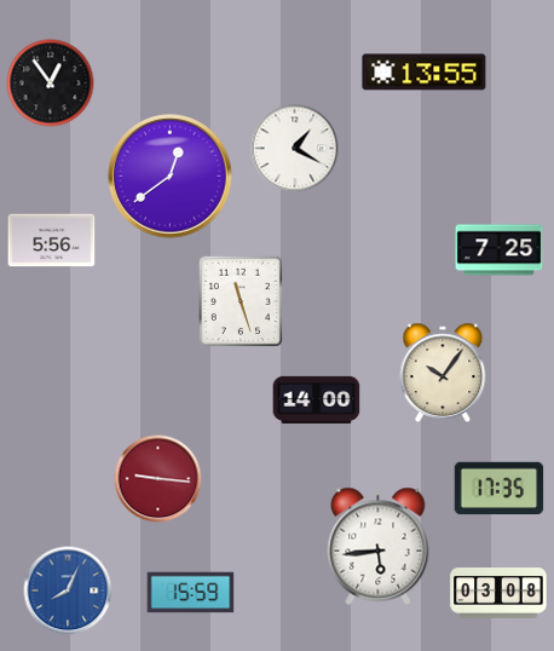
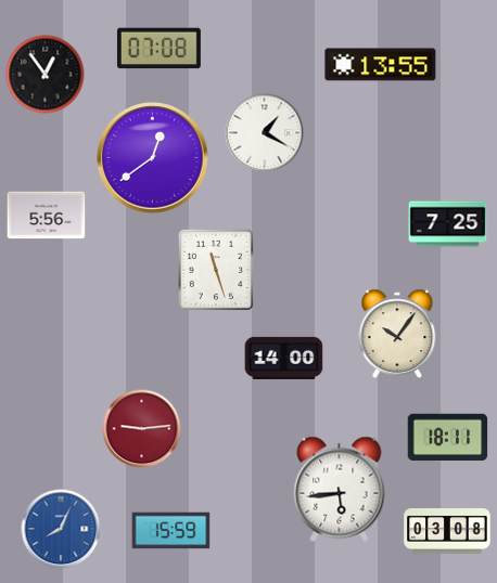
clock at (158, 49): none -> 07:08
clock at (158, 479): 9:16 -> 9:14
clock at (500, 489): 17:35 -> 18:11
